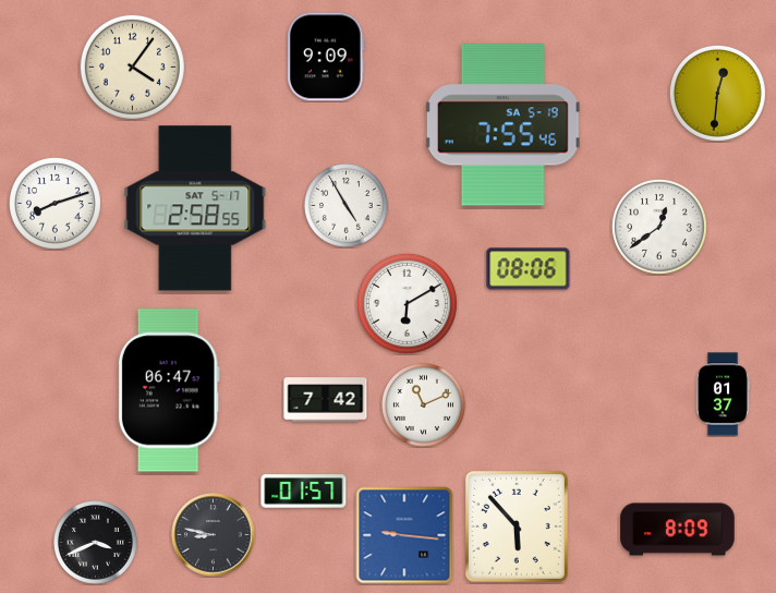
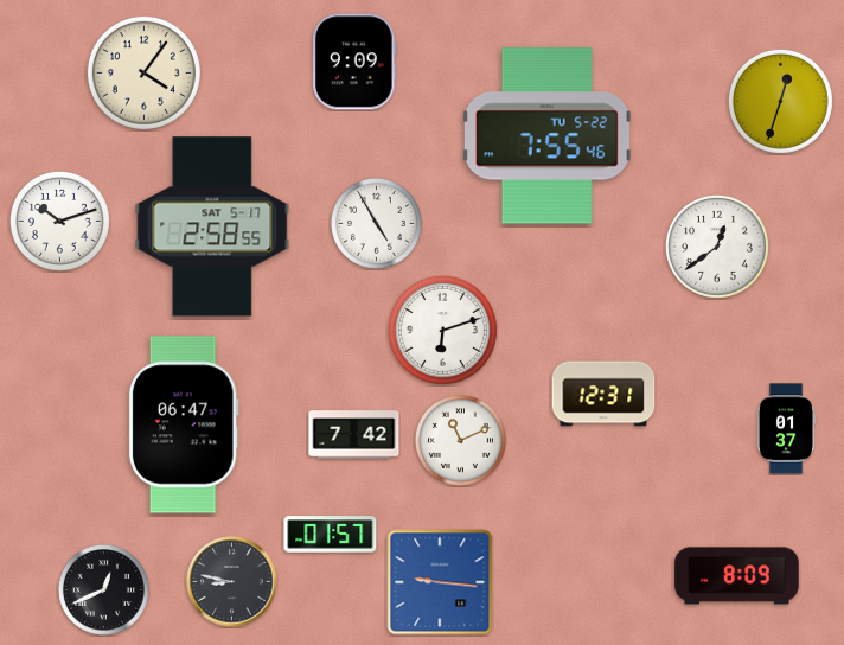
clock at (717, 93): 12:31 -> 12:33
clock at (502, 125) date: SA 5-19 -> TU 5-22
clock at (54, 203): 8:12 -> 10:12
clock at (529, 269): 08:06 -> none
clock at (407, 303): 6:10 -> 6:12
clock at (603, 394): none -> 12:31
clock at (517, 527): 5:53 -> none
clock at (96, 543): 3:41 -> 12:41
